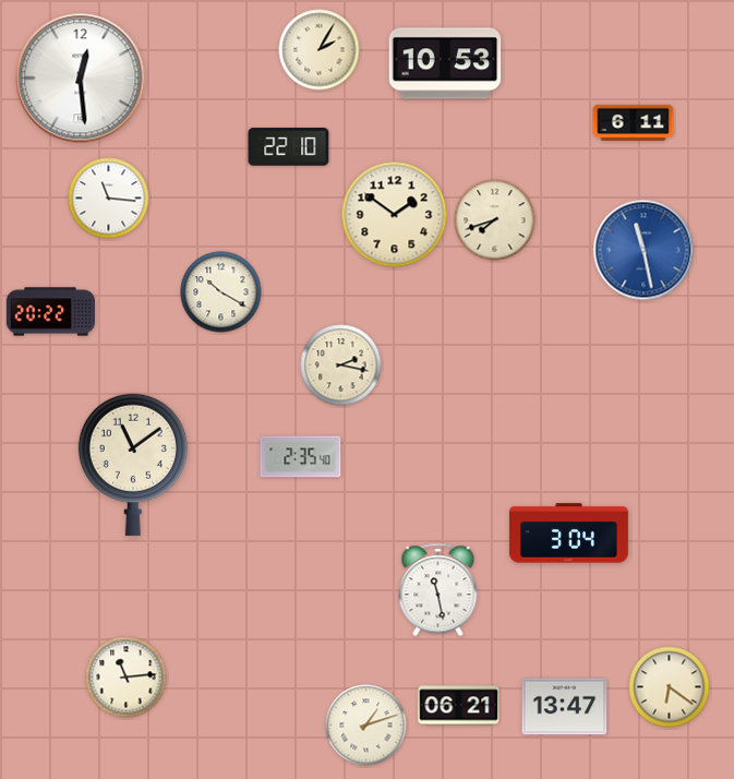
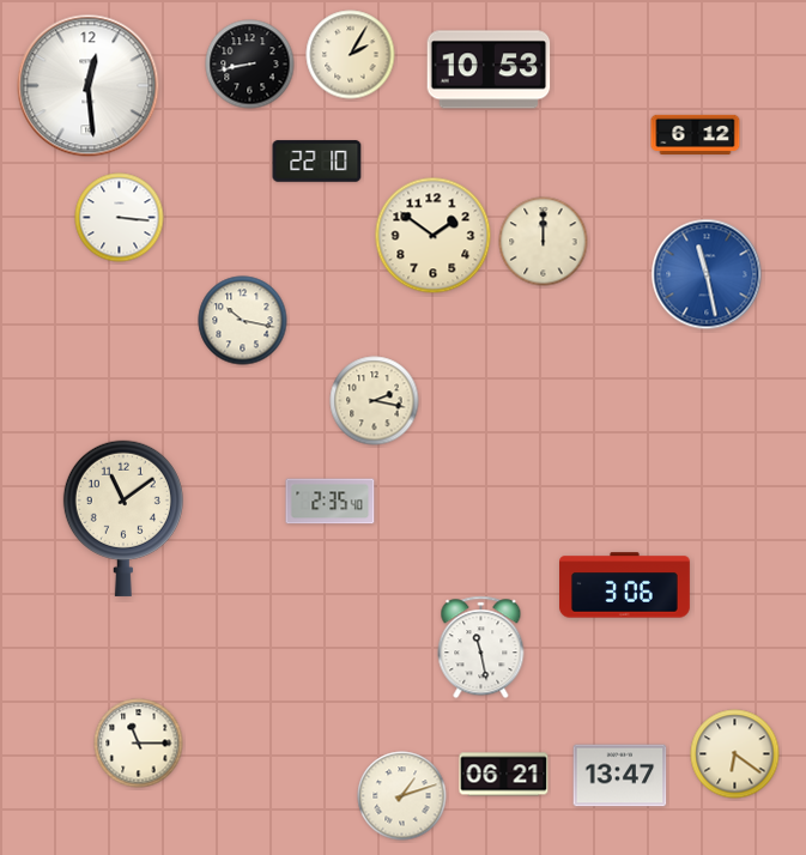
clock at (250, 65): none -> 8:43
clock at (634, 122): 6:11 -> 6:12
clock at (109, 199): 11:16 -> 3:16
clock at (495, 220): 7:42 -> 12:00
clock at (221, 292): 10:20 -> 10:17
clock at (51, 312): 20:22 -> none
clock at (133, 465) position: (133, 465) -> (123, 519)
clock at (569, 534): 3:04 -> 3:06
clock at (127, 678): 11:14 -> 11:15
